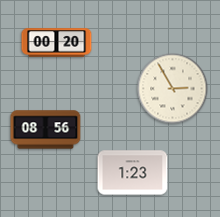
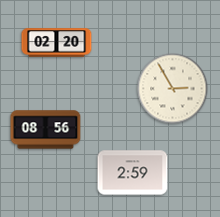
clock at (57, 43): 00:20 -> 02:20
clock at (133, 173): 1:23 -> 2:59
